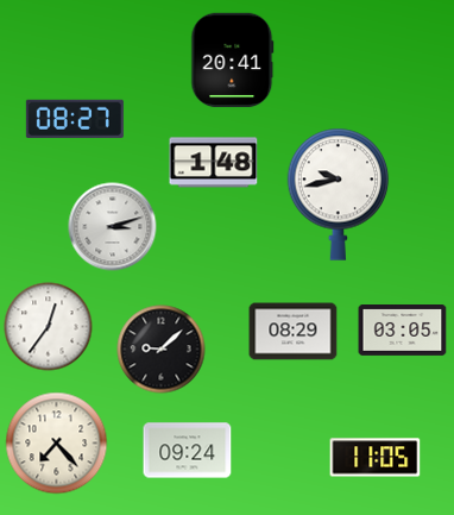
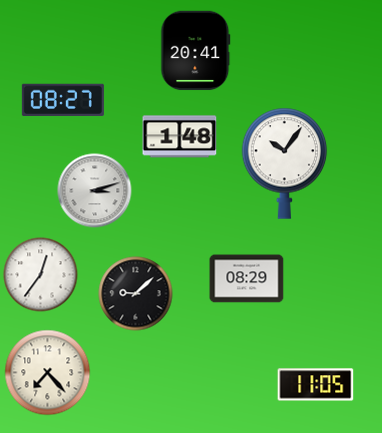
clock at (339, 194): 9:43 -> 10:06
clock at (403, 331): 03:05 -> none
clock at (188, 451): 09:24 -> none
